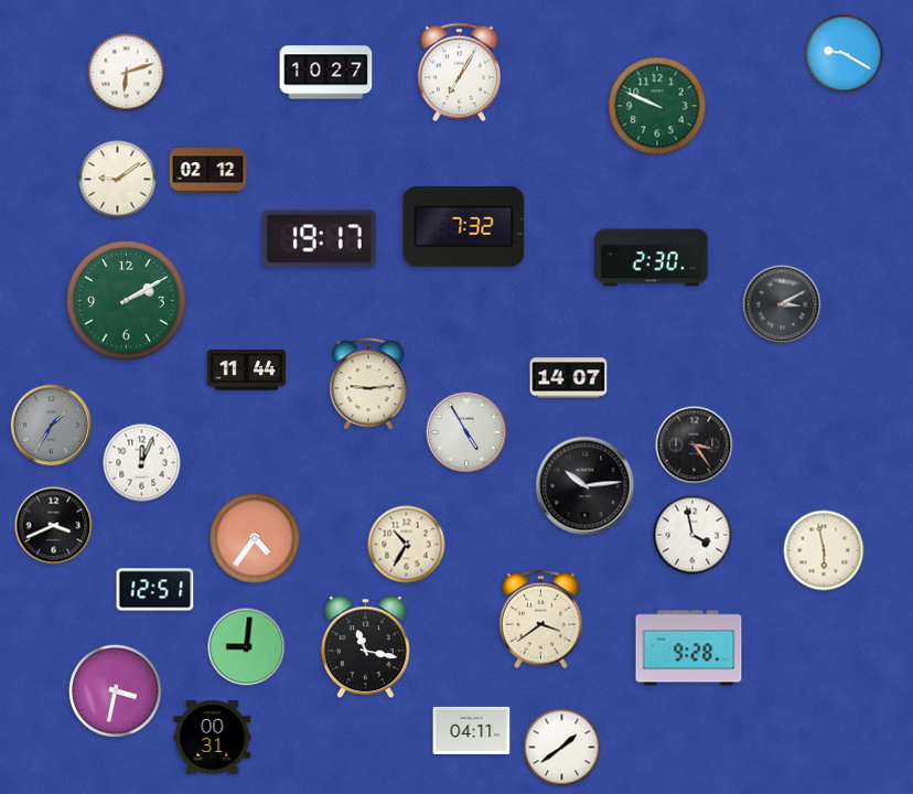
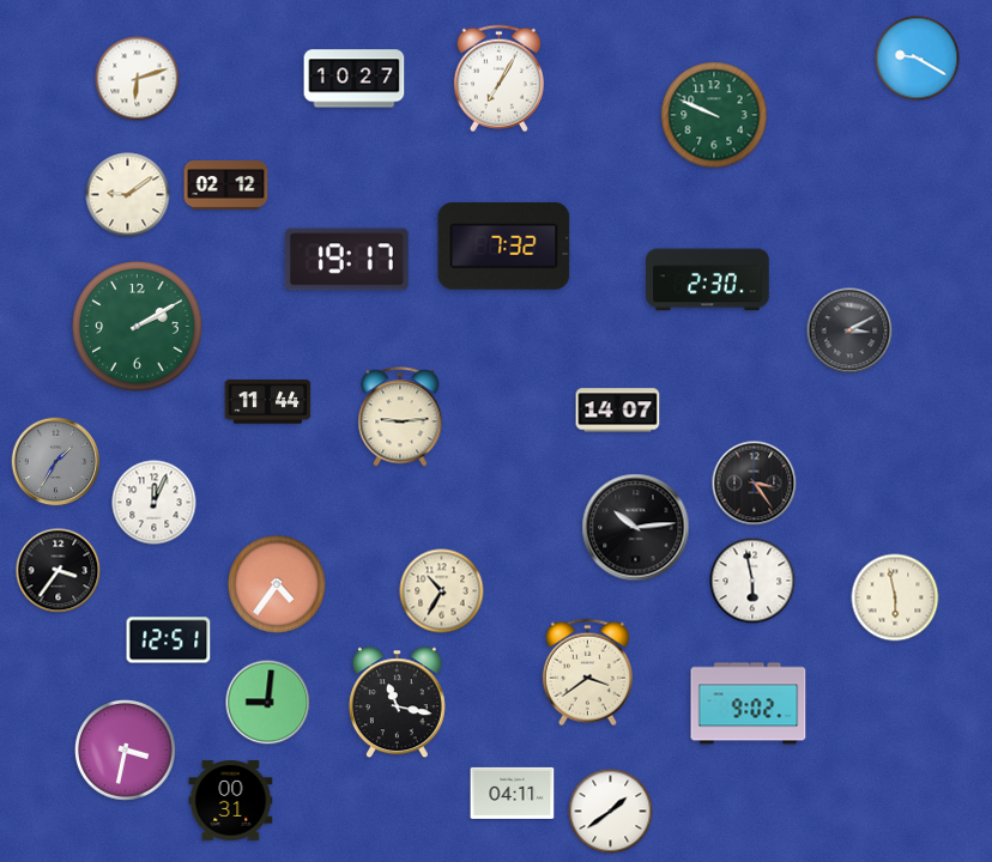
clock at (466, 432): 4:55 -> none
clock at (54, 526): 3:41 -> 3:36
clock at (692, 535): 3:58 -> 5:58
clock at (689, 648): 9:28 -> 9:02
